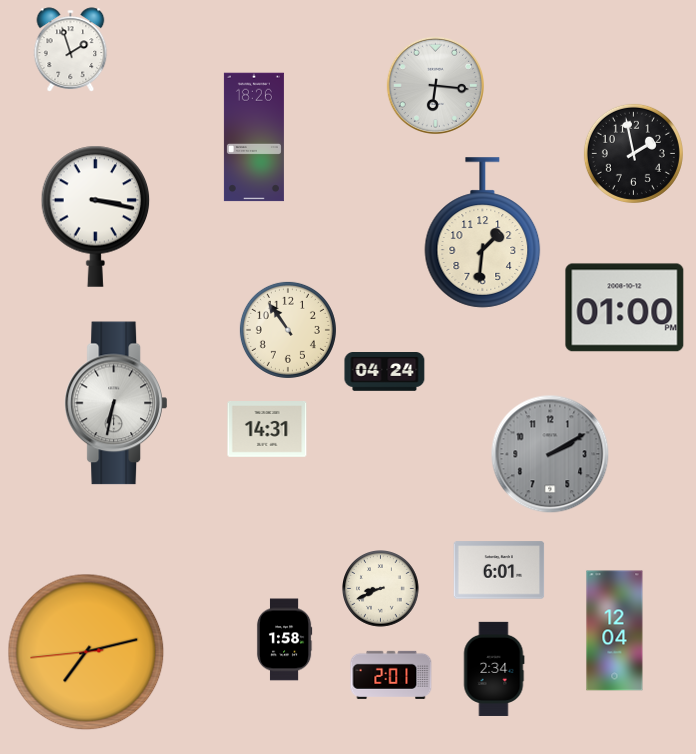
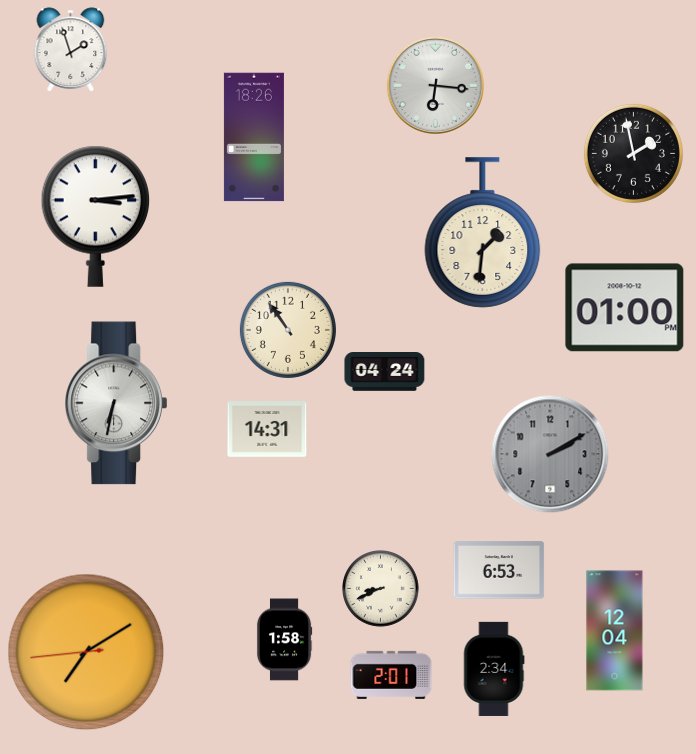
clock at (96, 216): 3:17 -> 3:14
clock at (499, 570): 6:01 -> 6:53
clock at (86, 652): 7:12 -> 7:09
